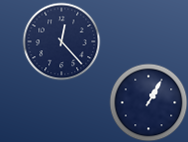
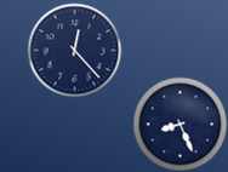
clock at (148, 102): 1:05 -> 8:26
